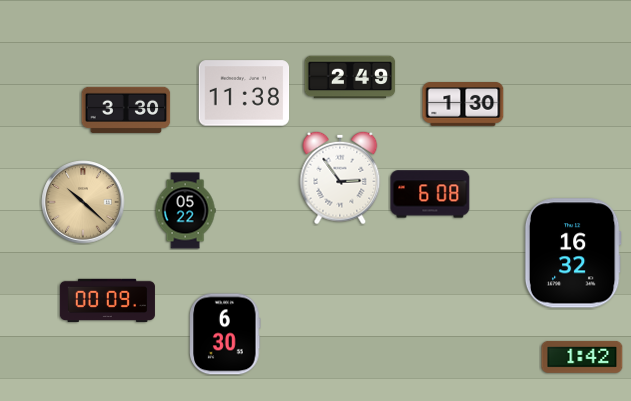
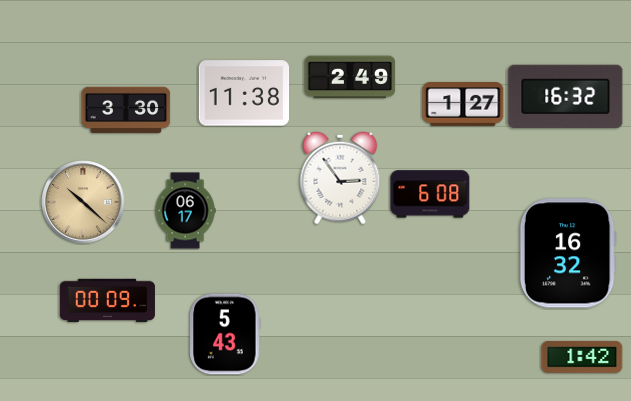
clock at (566, 96): none -> 16:32
clock at (463, 105): 1:30 -> 1:27
clock at (185, 211): 05:22 -> 06:17
clock at (573, 253) position: (573, 253) -> (568, 253)
clock at (225, 334): 6:30 -> 5:43
